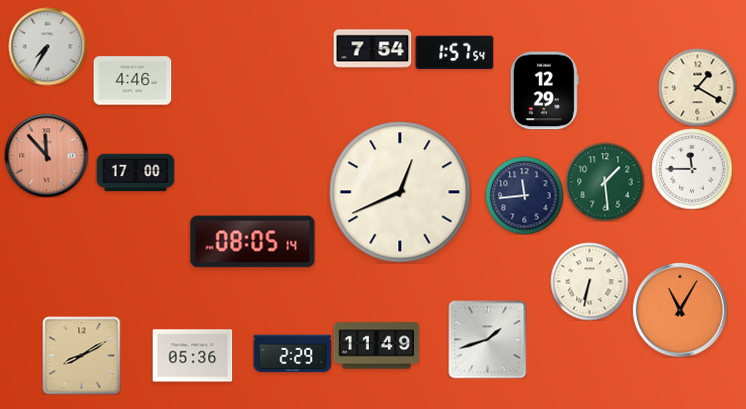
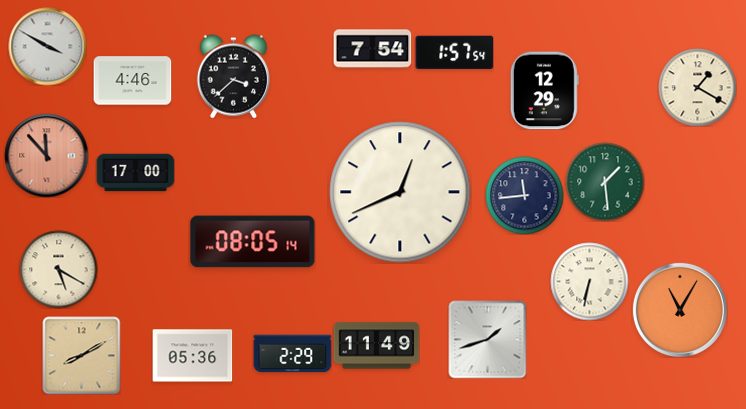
clock at (47, 46): 7:35 -> 3:50
clock at (233, 76): none -> 3:38
clock at (692, 169): 11:45 -> none
clock at (58, 269): none -> 5:20
